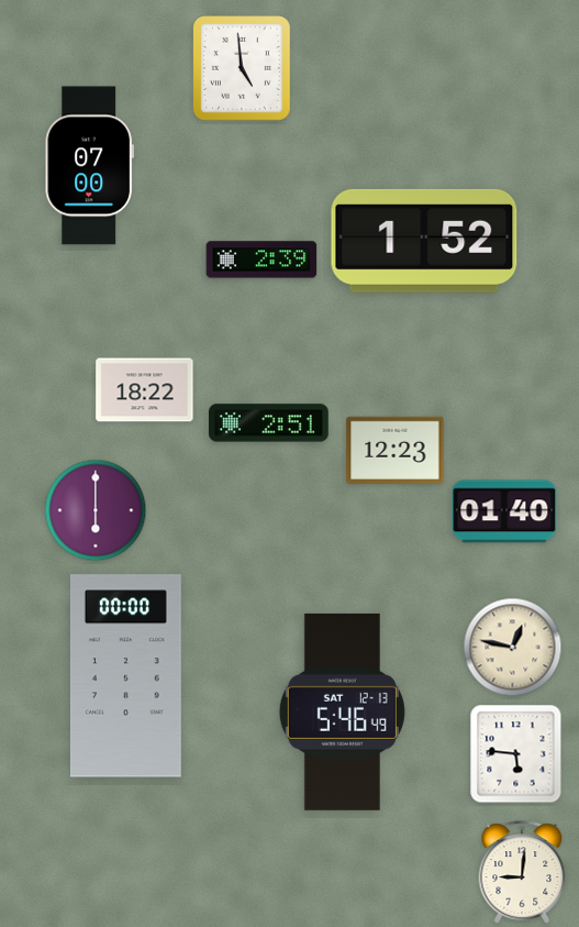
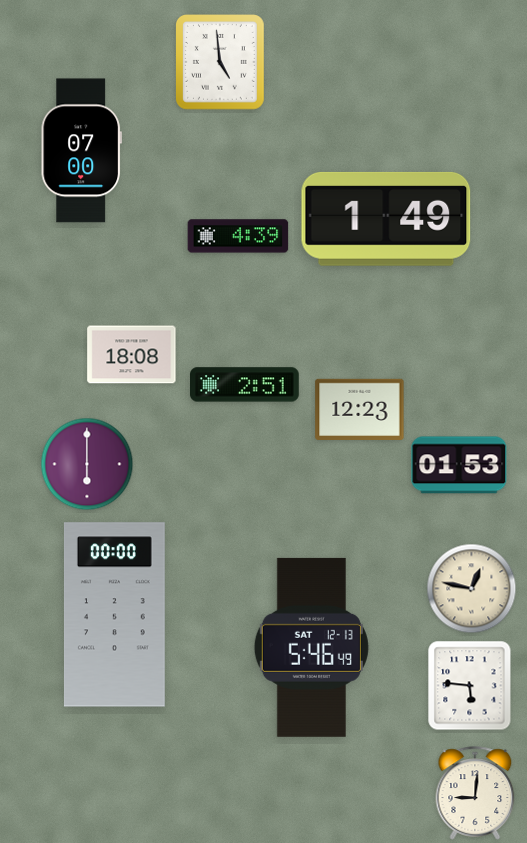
clock at (424, 241): 1:52 -> 1:49
clock at (261, 260): 2:39 -> 4:39
clock at (145, 390): 18:22 -> 18:08
clock at (504, 511): 01:40 -> 01:53
clock at (513, 648) position: (513, 648) -> (472, 589)
